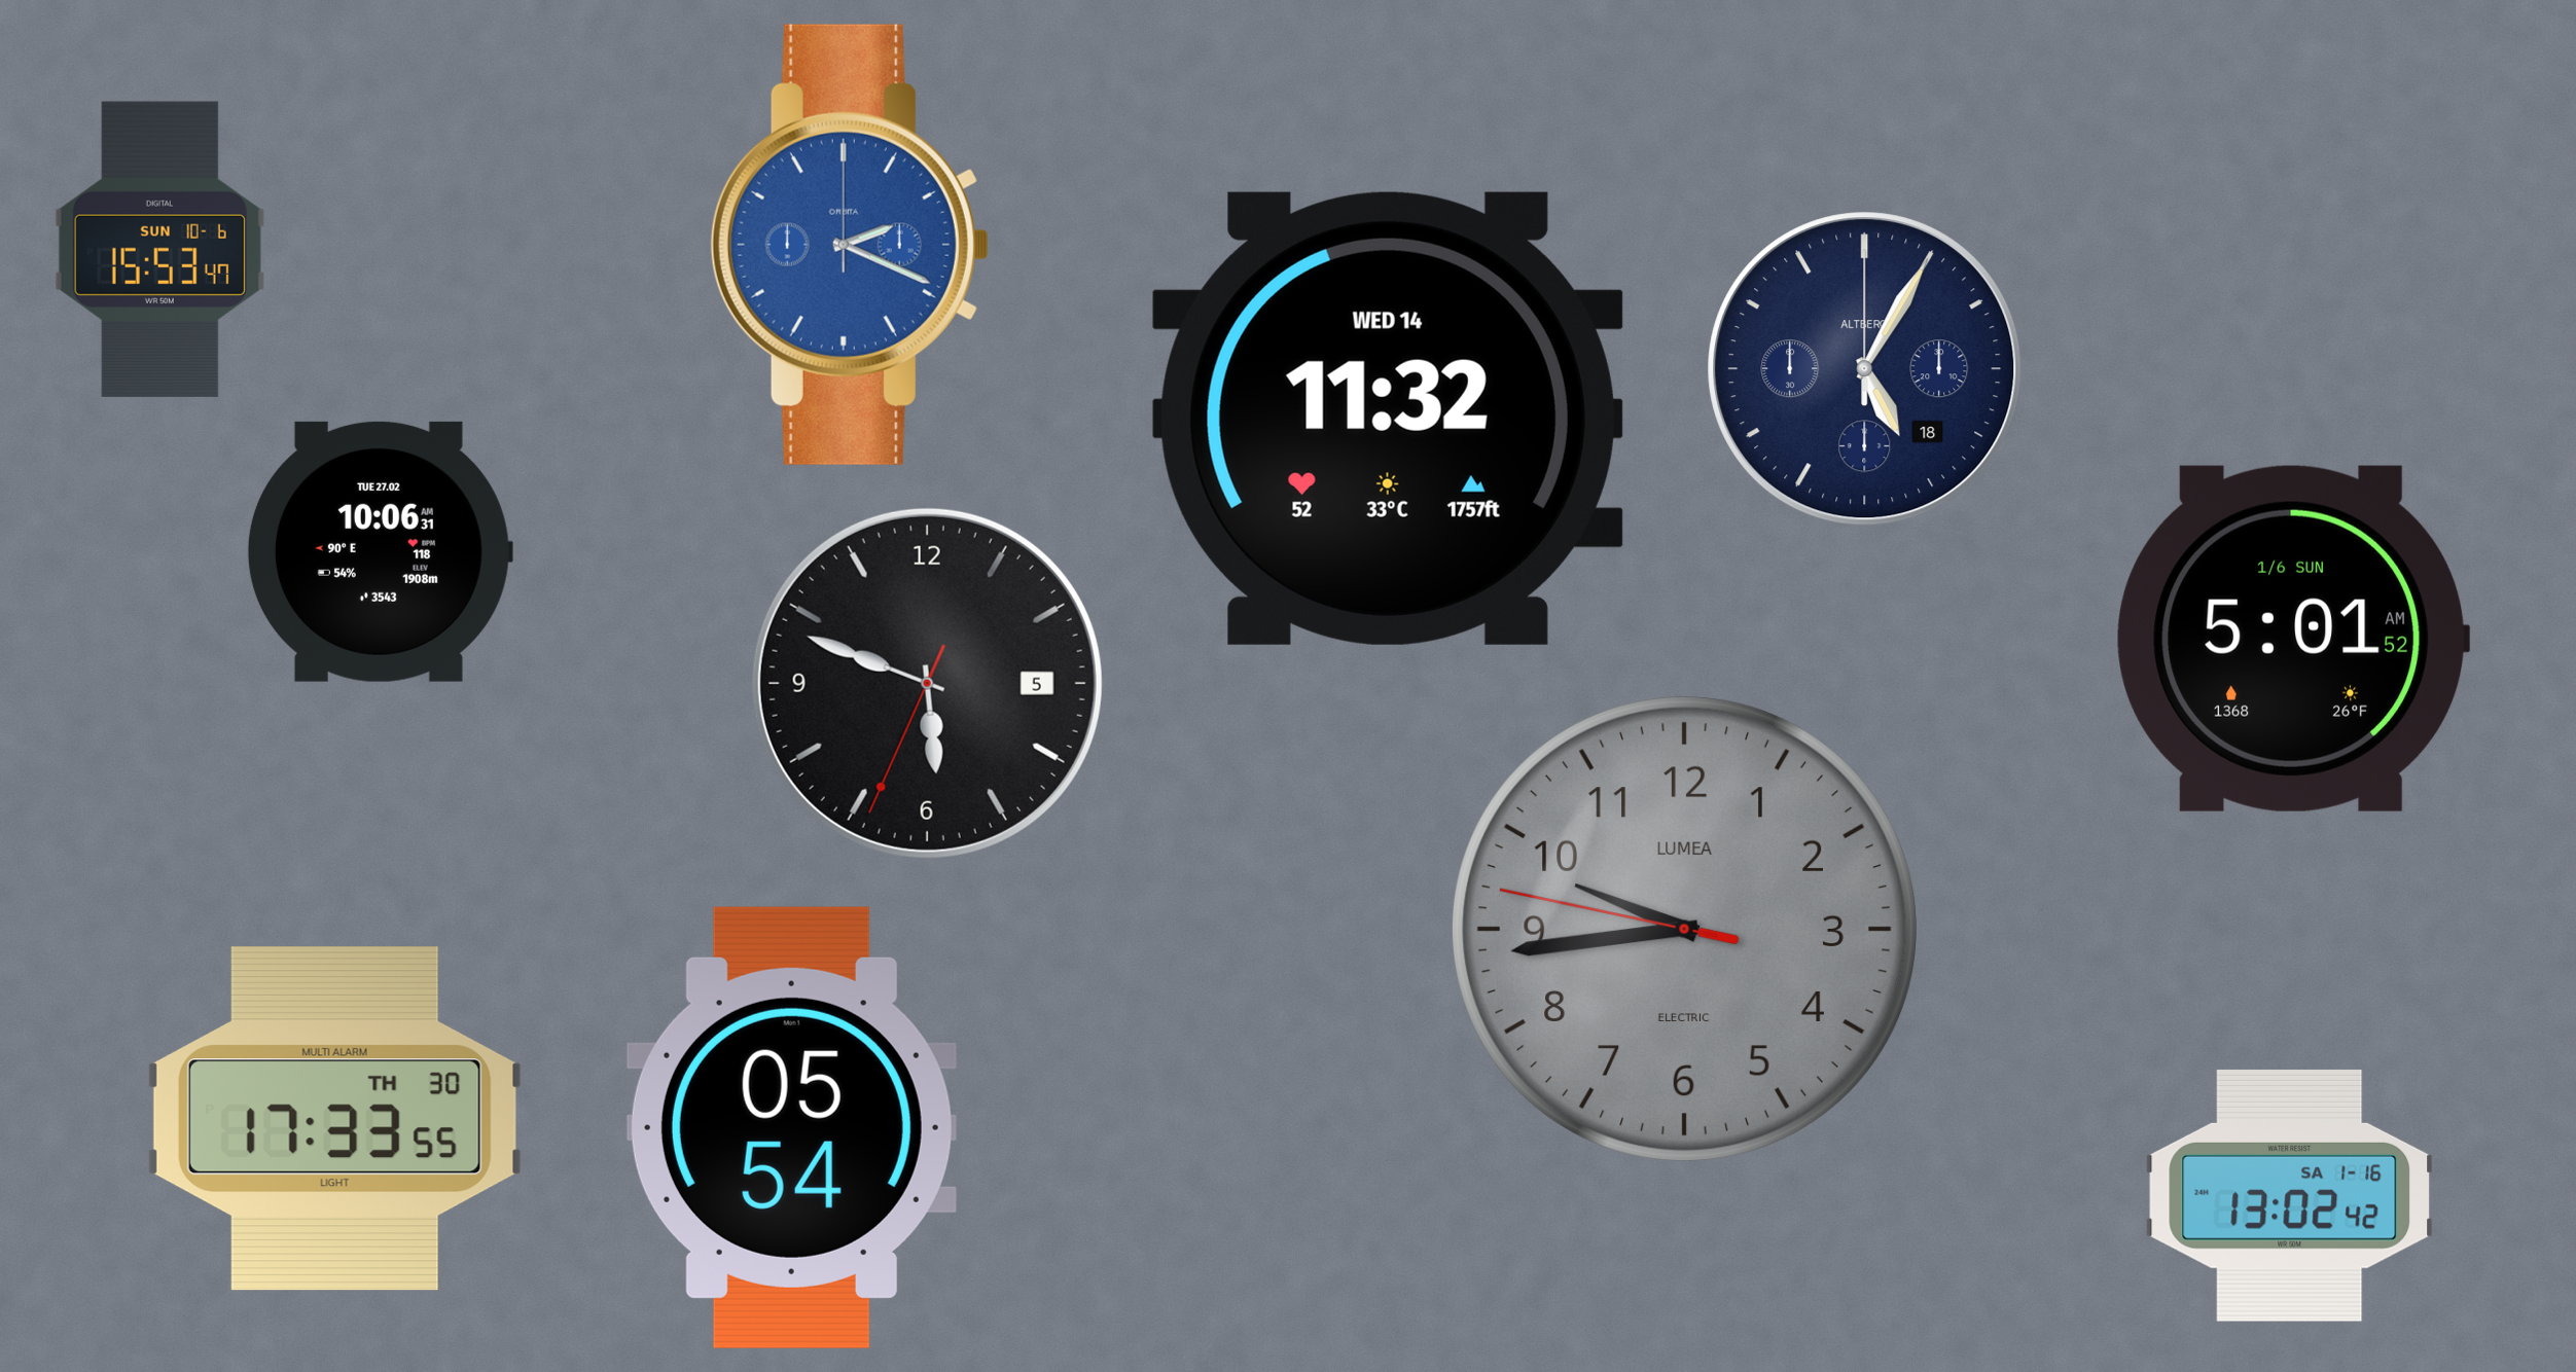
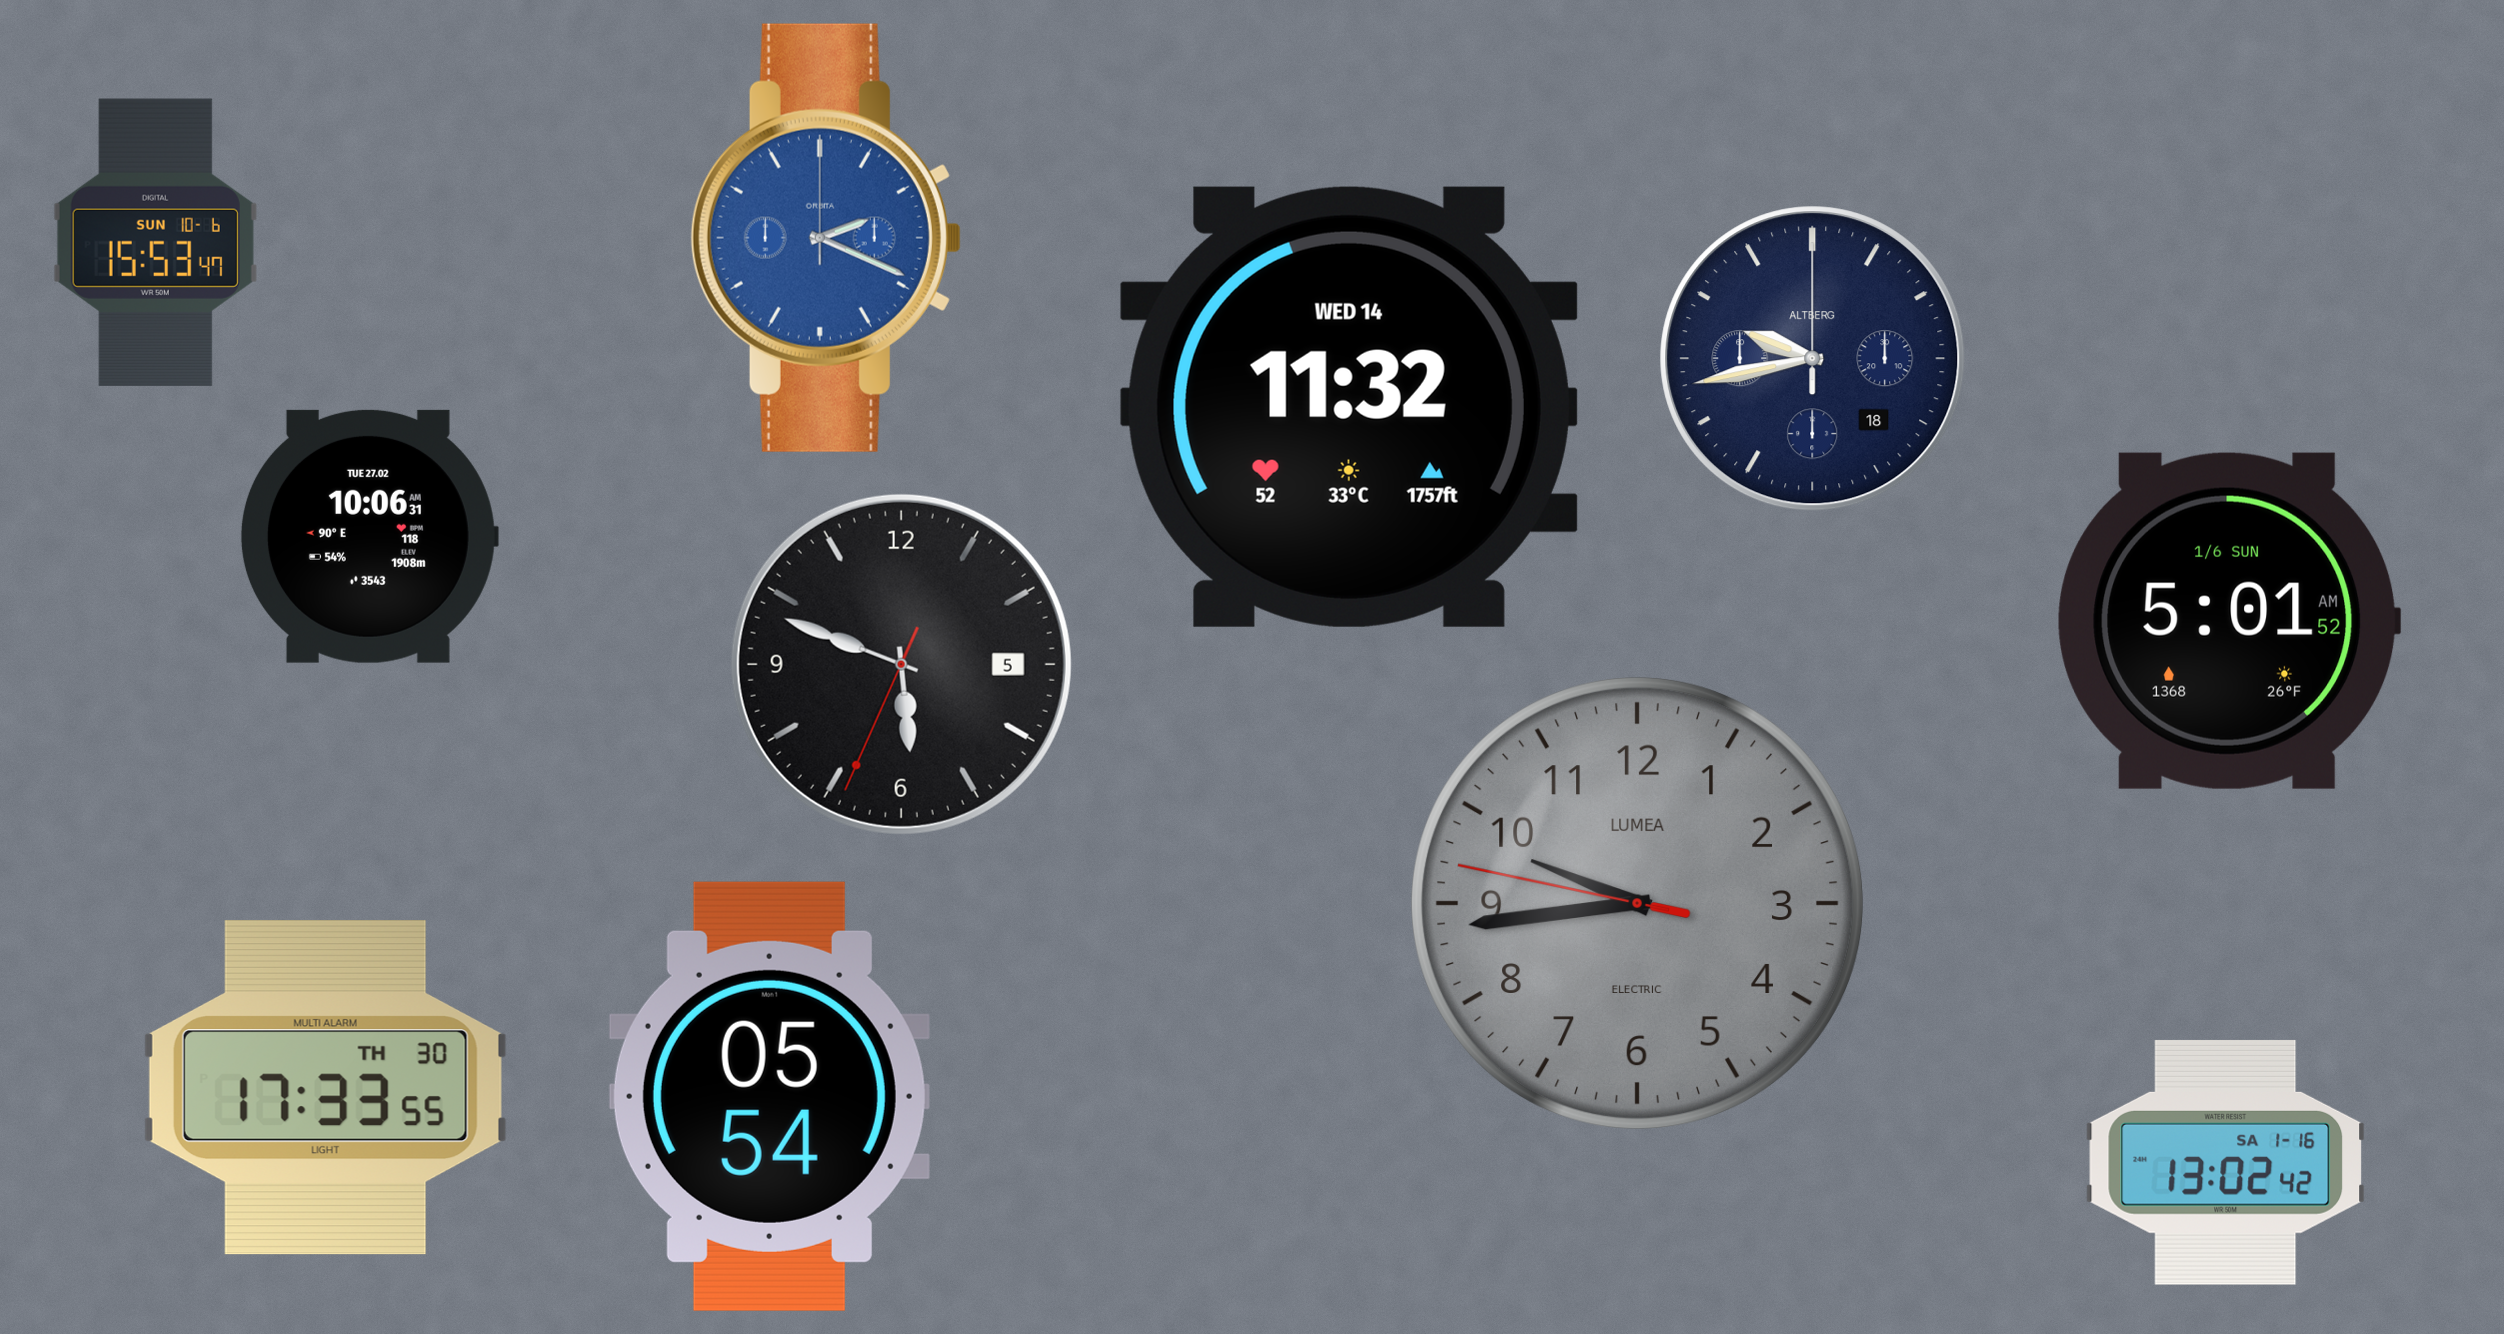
clock at (1865, 369): 5:05 -> 9:43
